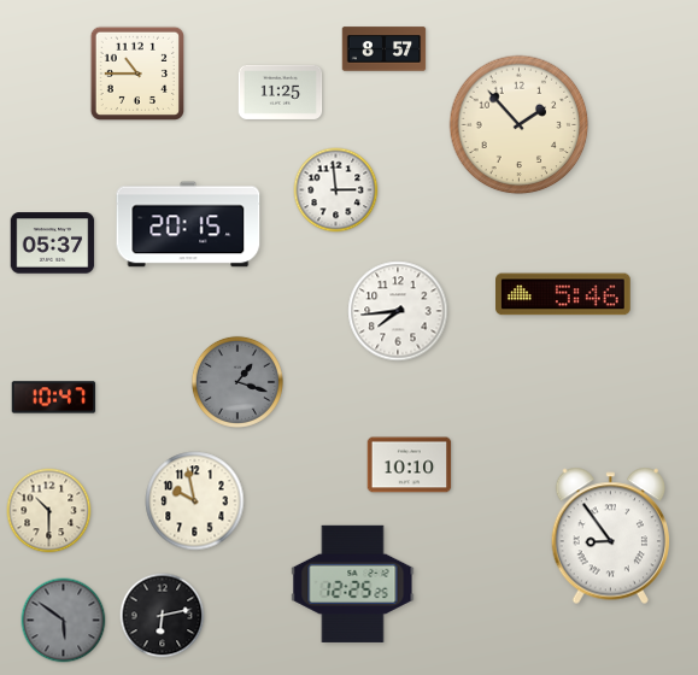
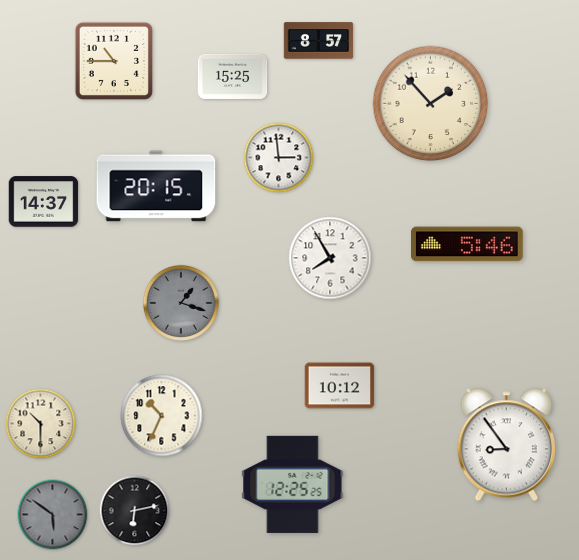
clock at (281, 92): 11:25 -> 15:25
clock at (53, 243): 05:37 -> 14:37
clock at (398, 311): 7:44 -> 7:55
clock at (237, 382) position: (237, 382) -> (181, 303)
clock at (54, 398): 10:47 -> none
clock at (410, 465): 10:10 -> 10:12
clock at (195, 501): 9:58 -> 10:34
